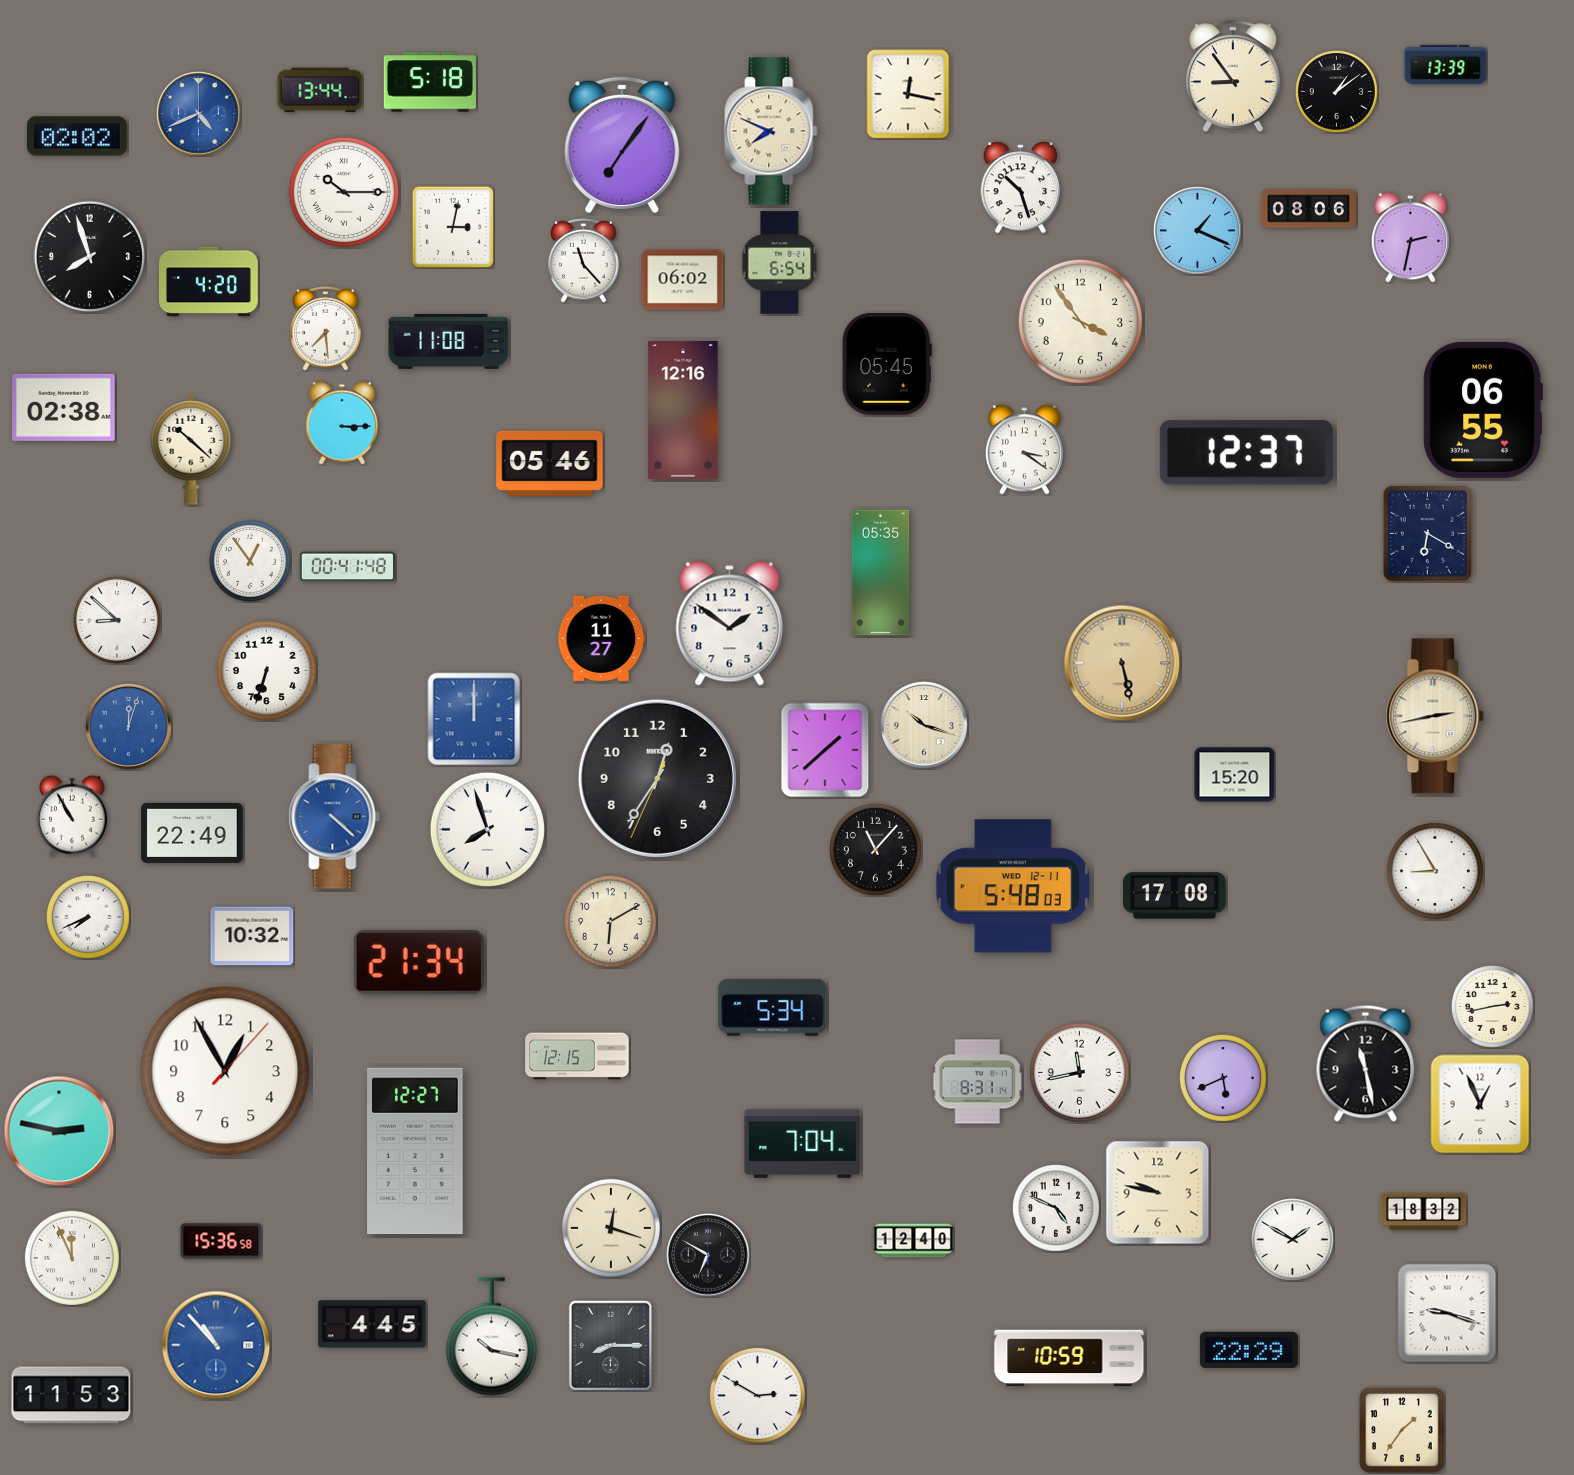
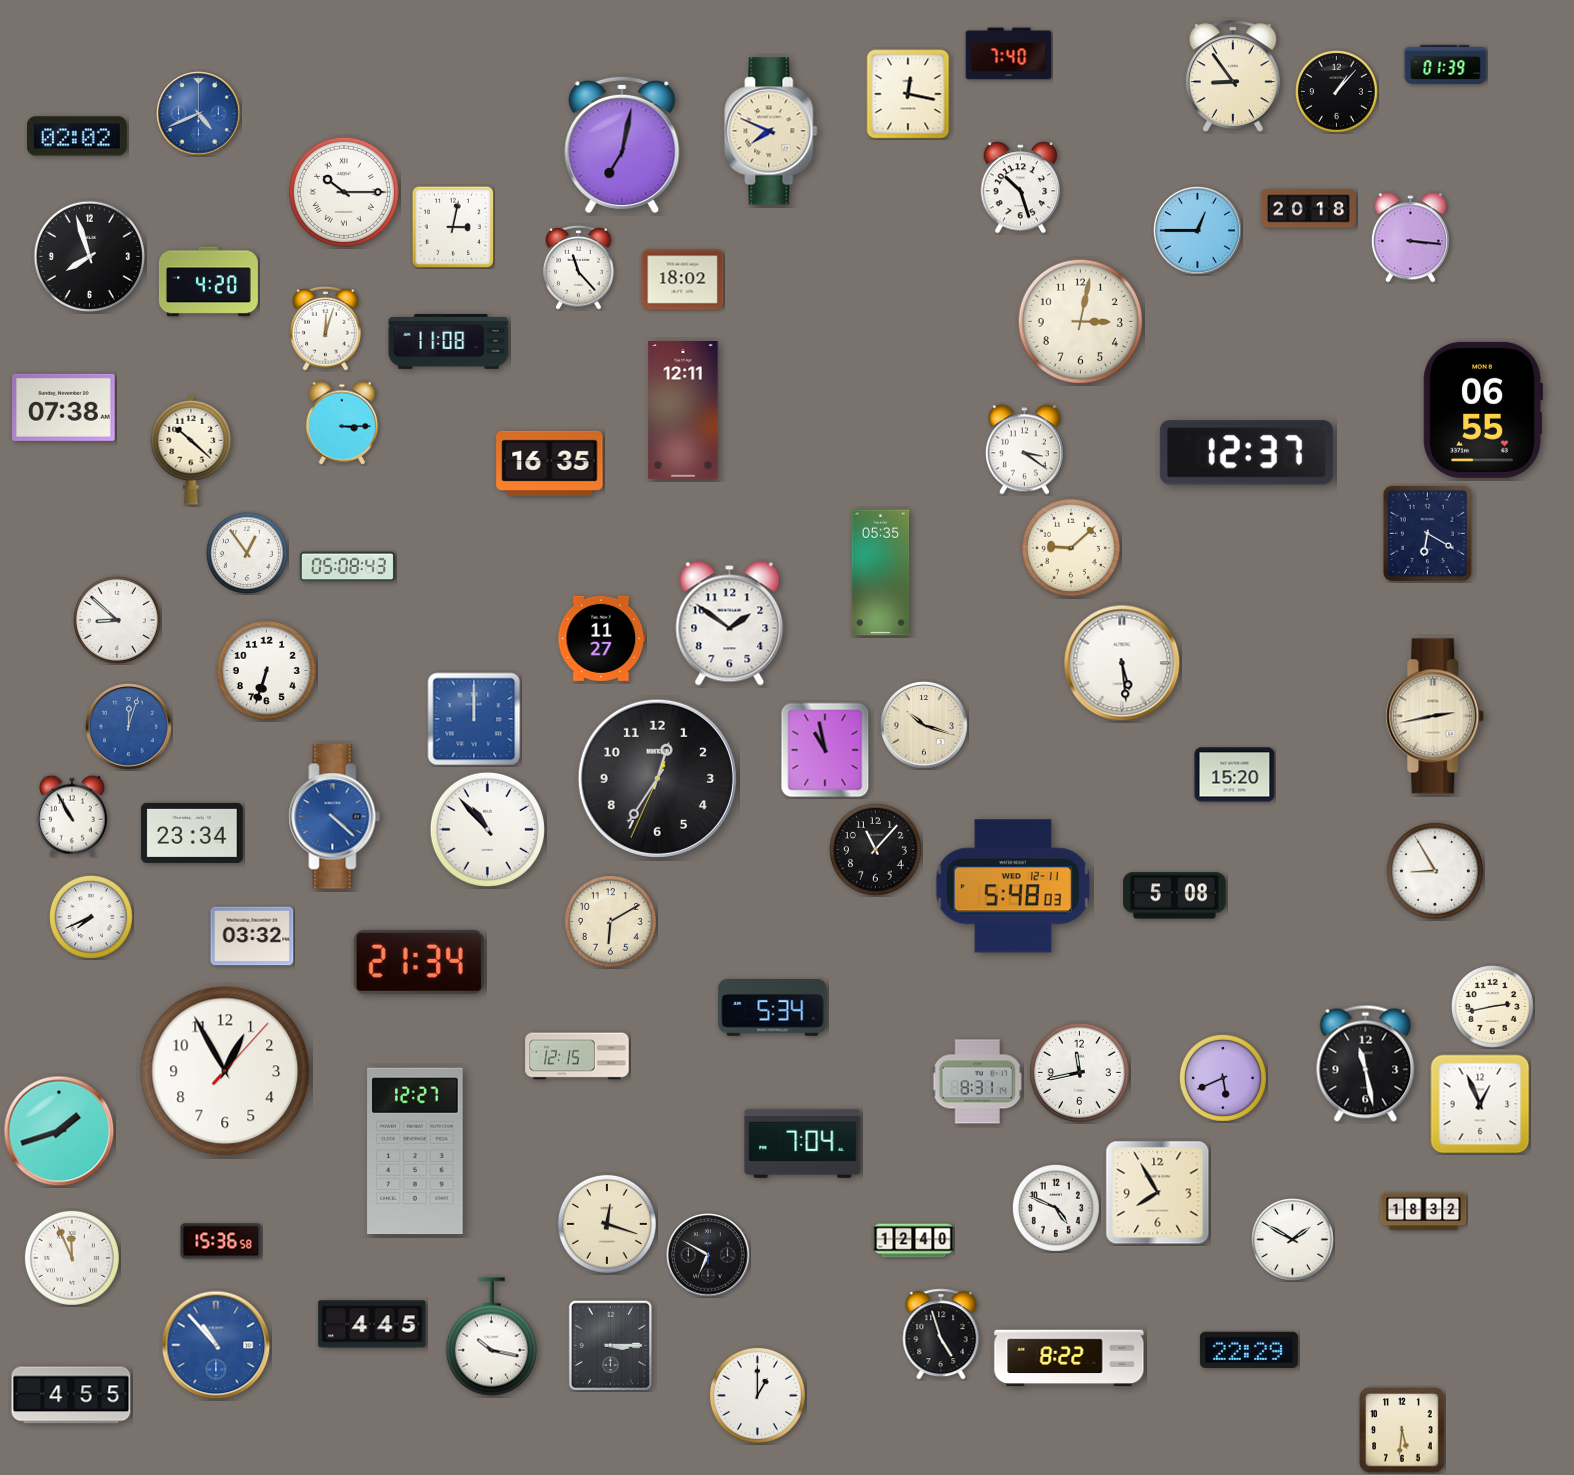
clock at (1009, 54): none -> 7:40
clock at (1446, 64): 13:39 -> 01:39
clock at (430, 82): 5:18 -> none
clock at (320, 90): 13:44 -> none
clock at (1337, 92): 1:09 -> 1:07
clock at (622, 144): 7:06 -> 7:02
clock at (1308, 209): 08:06 -> 20:18
clock at (1197, 230): 1:19 -> 12:45
clock at (1410, 238): 2:32 -> 3:16
clock at (584, 261) position: (584, 261) -> (579, 268)
clock at (780, 263): 6:54 -> none
clock at (683, 280): 06:02 -> 18:02
clock at (1080, 321): 3:54 -> 3:02
clock at (326, 329): 7:29 -> 12:03
clock at (887, 365): 05:45 -> none
clock at (64, 407): 02:38 -> 07:38
clock at (683, 410): 12:16 -> 12:11
clock at (550, 463): 05:46 -> 16:35
clock at (1071, 548): none -> 9:08
clock at (251, 562) position: (251, 562) -> (248, 554)
clock at (347, 567): 00:41 -> 05:08
clock at (1122, 663): 5:28 -> 5:29
clock at (1122, 663) dial: champagne -> white
clock at (825, 750): 1:38 -> 10:58
clock at (487, 829): 7:57 -> 10:53
clock at (192, 833): 22:49 -> 23:34
clock at (1175, 896): 17:08 -> 5:08
clock at (89, 918) position: (89, 918) -> (92, 918)
clock at (252, 936): 10:32 -> 03:32
clock at (59, 1131): 2:47 -> 1:42
clock at (1158, 1193): 9:47 -> 7:55
clock at (611, 1228) position: (611, 1228) -> (607, 1224)
clock at (1447, 1313): 9:18 -> none
clock at (941, 1334): none -> 4:57
clock at (610, 1345): 8:15 -> 3:15
clock at (1069, 1358): 10:59 -> 8:22
clock at (71, 1395): 11:53 -> 4:55
clock at (757, 1395): 2:50 -> 1:00
clock at (1402, 1430): 1:36 -> 5:31
